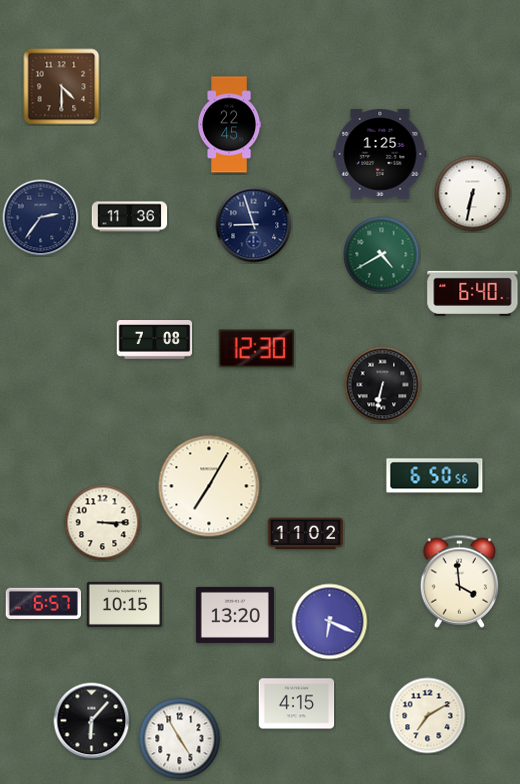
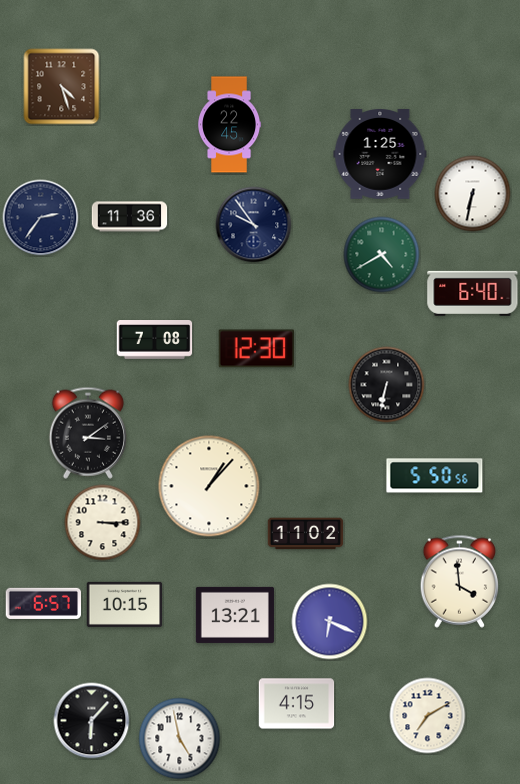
clock at (62, 87): 4:30 -> 4:27
clock at (254, 225): 8:57 -> 9:54
clock at (383, 385) position: (383, 385) -> (387, 385)
clock at (88, 433): none -> 3:09
clock at (435, 476): 6:50 -> 5:50
clock at (209, 486): 7:05 -> 1:07
clock at (235, 615): 13:20 -> 13:21
clock at (180, 739): 4:55 -> 4:58
